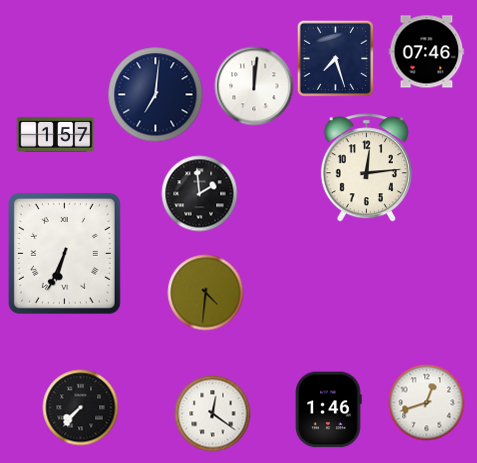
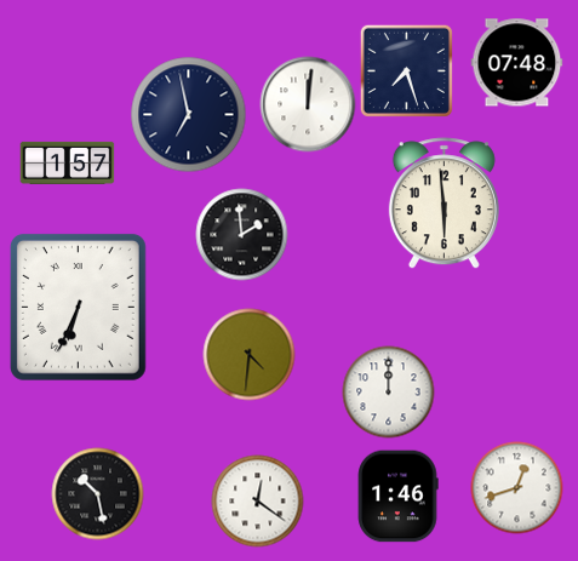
clock at (427, 52): 07:46 -> 07:48
clock at (156, 95): 7:01 -> 6:58
clock at (366, 168): 12:14 -> 5:59
clock at (389, 393): none -> 12:00
clock at (81, 408): 7:37 -> 10:28
